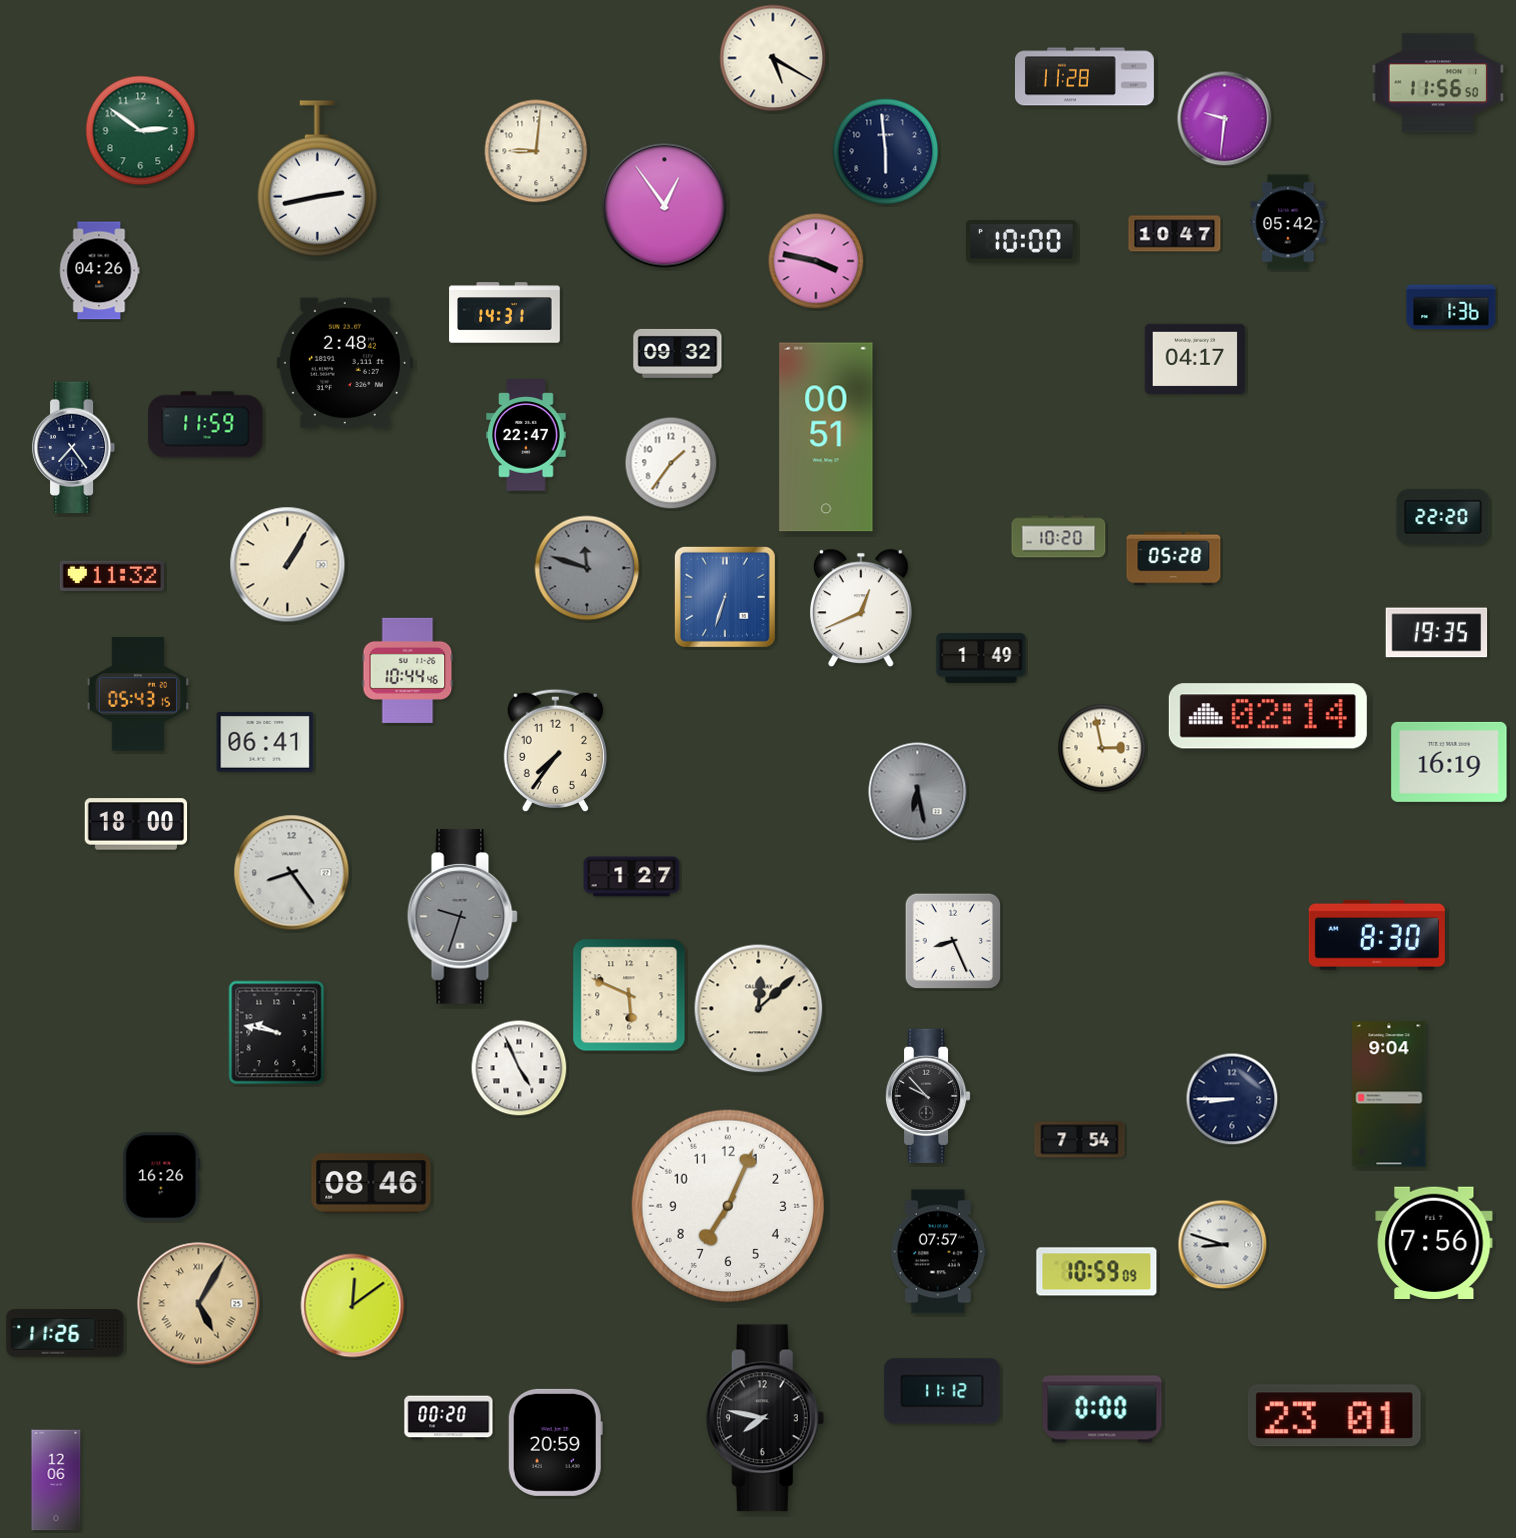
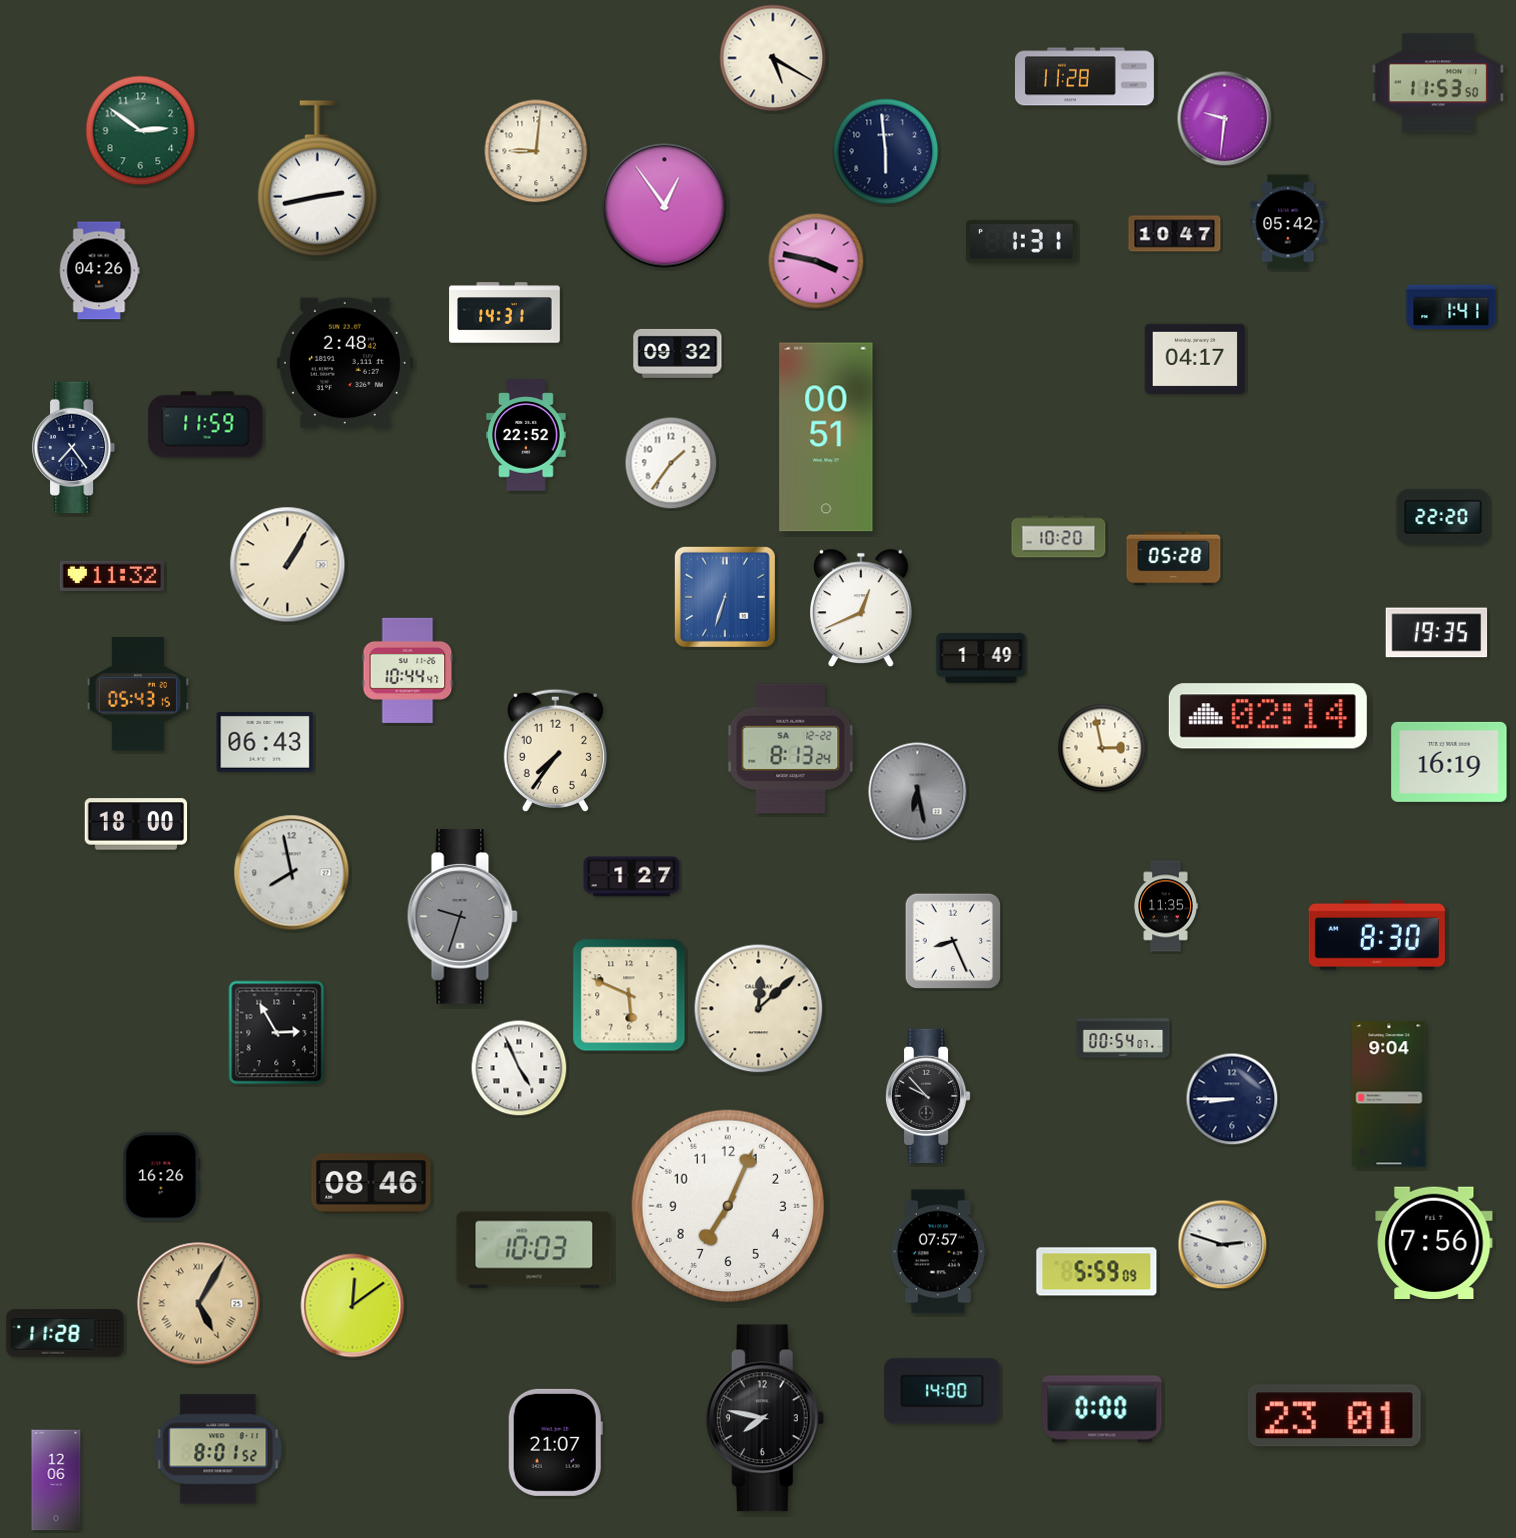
clock at (1437, 83): 11:56 -> 11:53
clock at (1022, 242): 10:00 -> 1:31
clock at (1451, 307): 1:36 -> 1:41
clock at (526, 435): 22:47 -> 22:52
clock at (587, 568): 11:48 -> none
clock at (408, 670): 10:44:46 -> 10:44:47
clock at (265, 743): 06:41 -> 06:43
clock at (791, 749): none -> 8:13
clock at (292, 873): 8:24 -> 7:58
clock at (1166, 906): none -> 11:35
clock at (277, 1033): 9:47 -> 2:55
clock at (1123, 1038): none -> 00:54
clock at (1080, 1140): 7:54 -> none
clock at (1223, 1245): 8:48 -> 2:48
clock at (534, 1250): none -> 10:03
clock at (1097, 1272): 10:59 -> 5:59
clock at (65, 1333): 11:26 -> 11:28
clock at (942, 1391): 11:12 -> 14:00
clock at (449, 1418): 00:20 -> none
clock at (555, 1442): 20:59 -> 21:07
clock at (218, 1449): none -> 8:01
